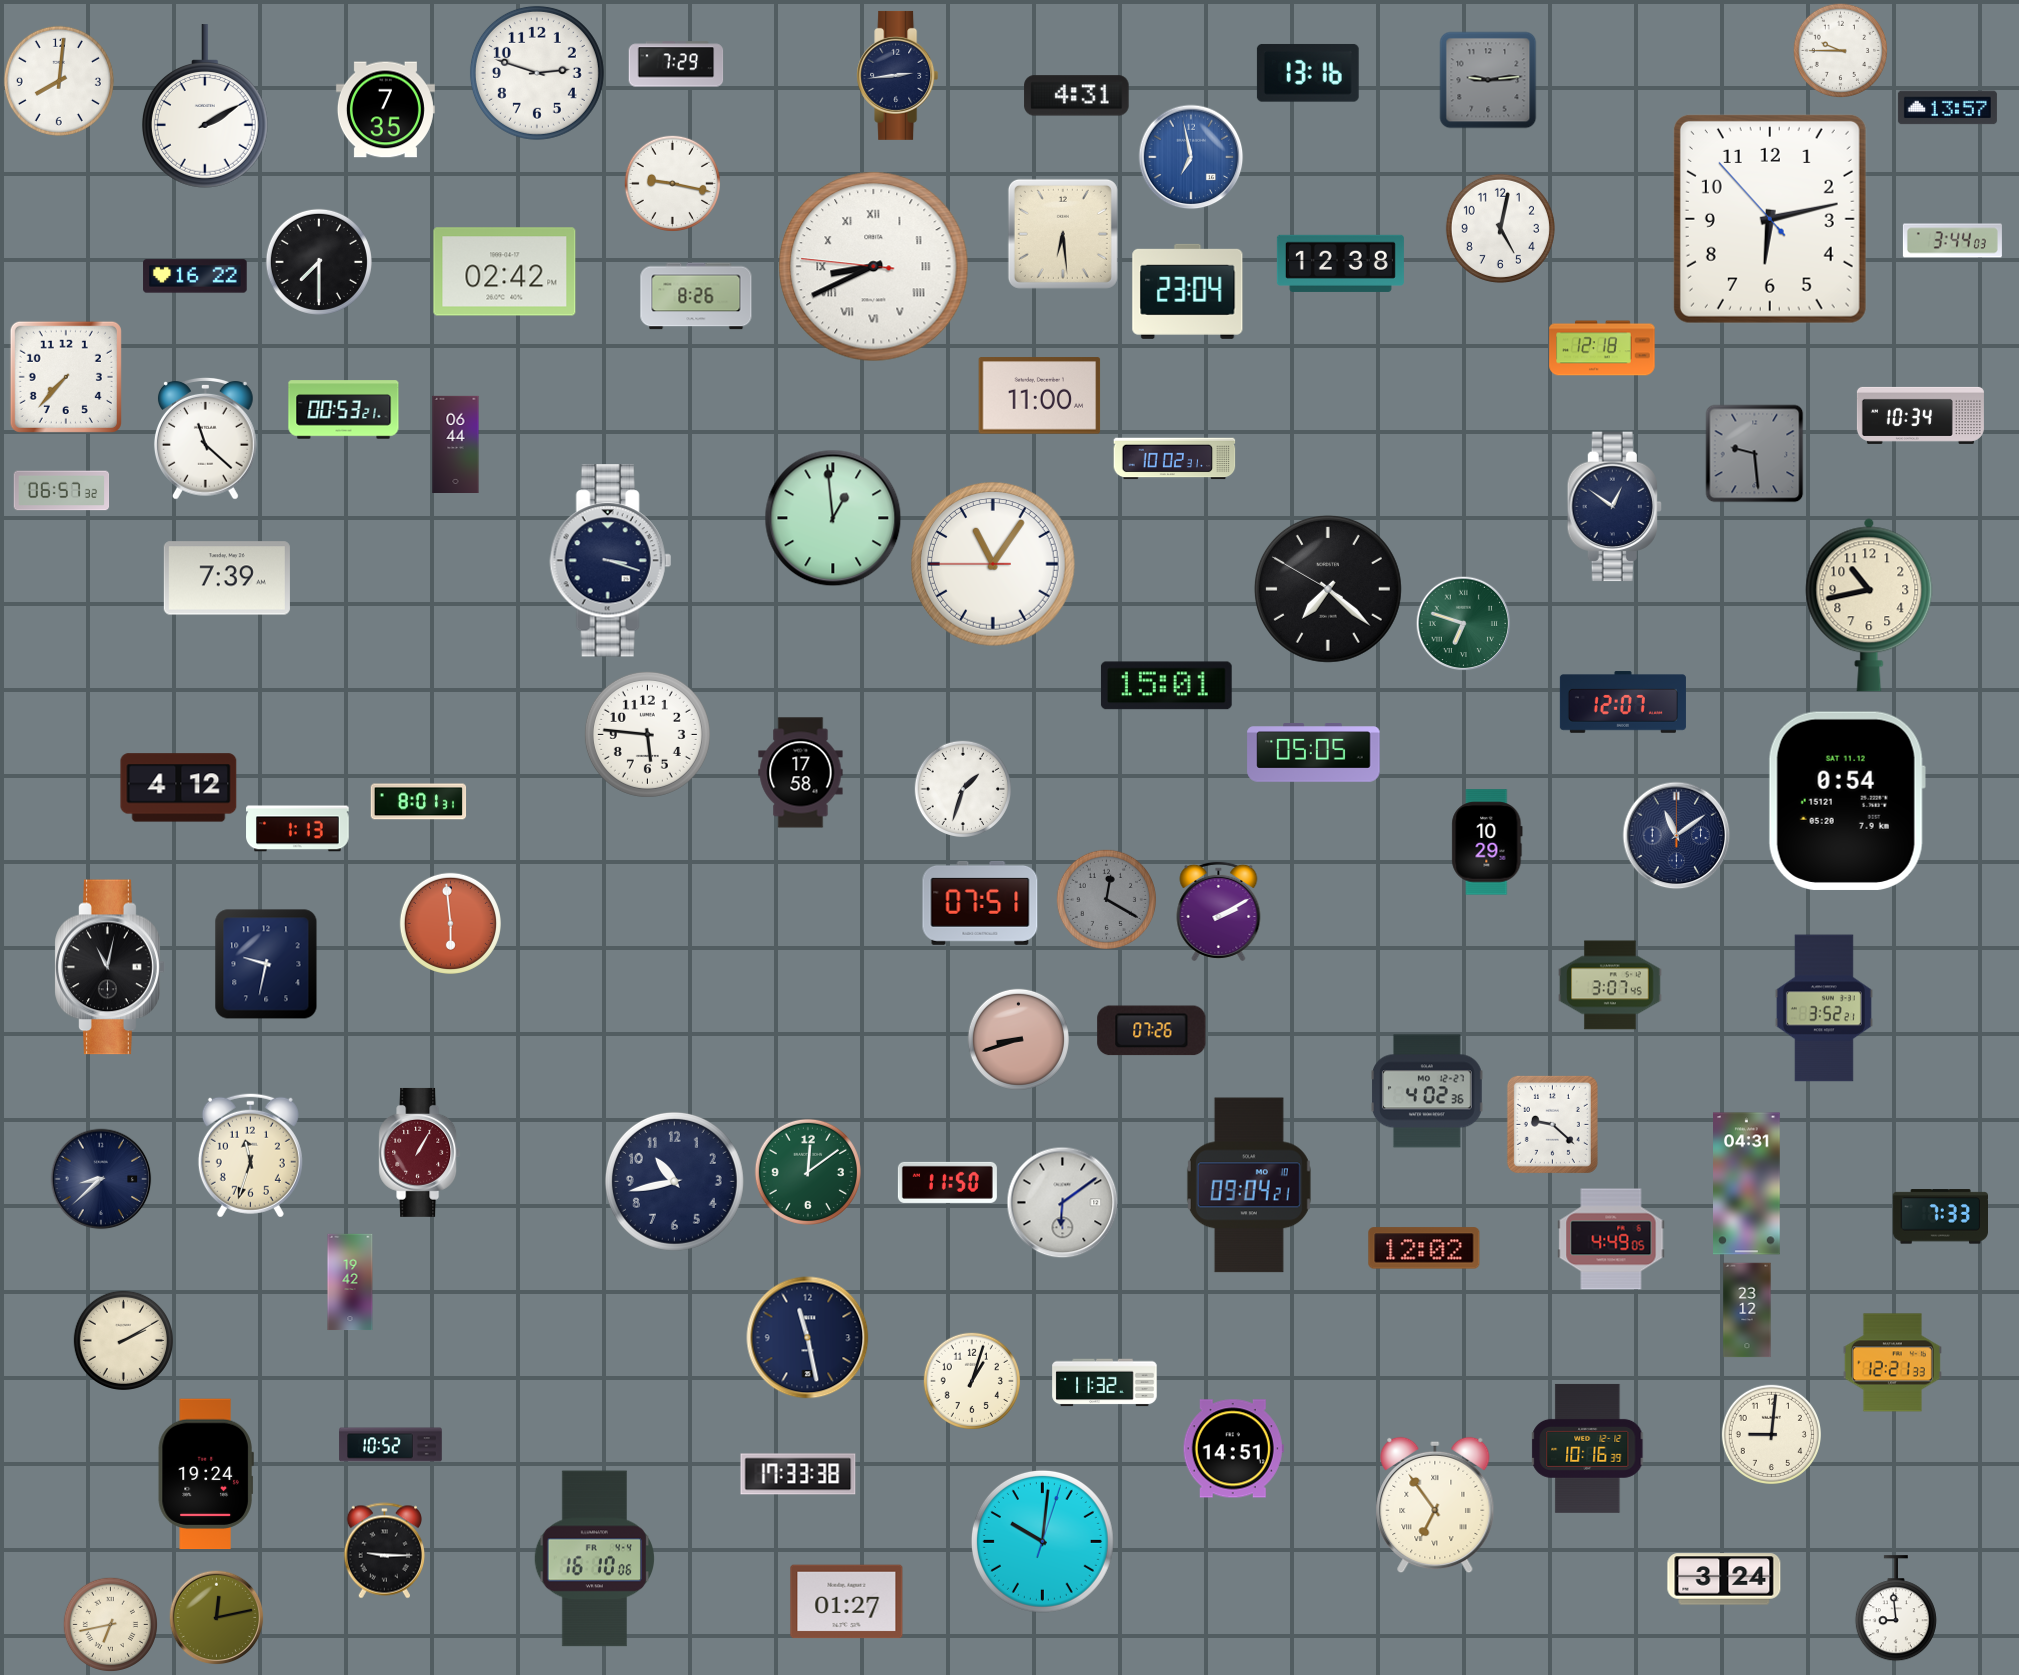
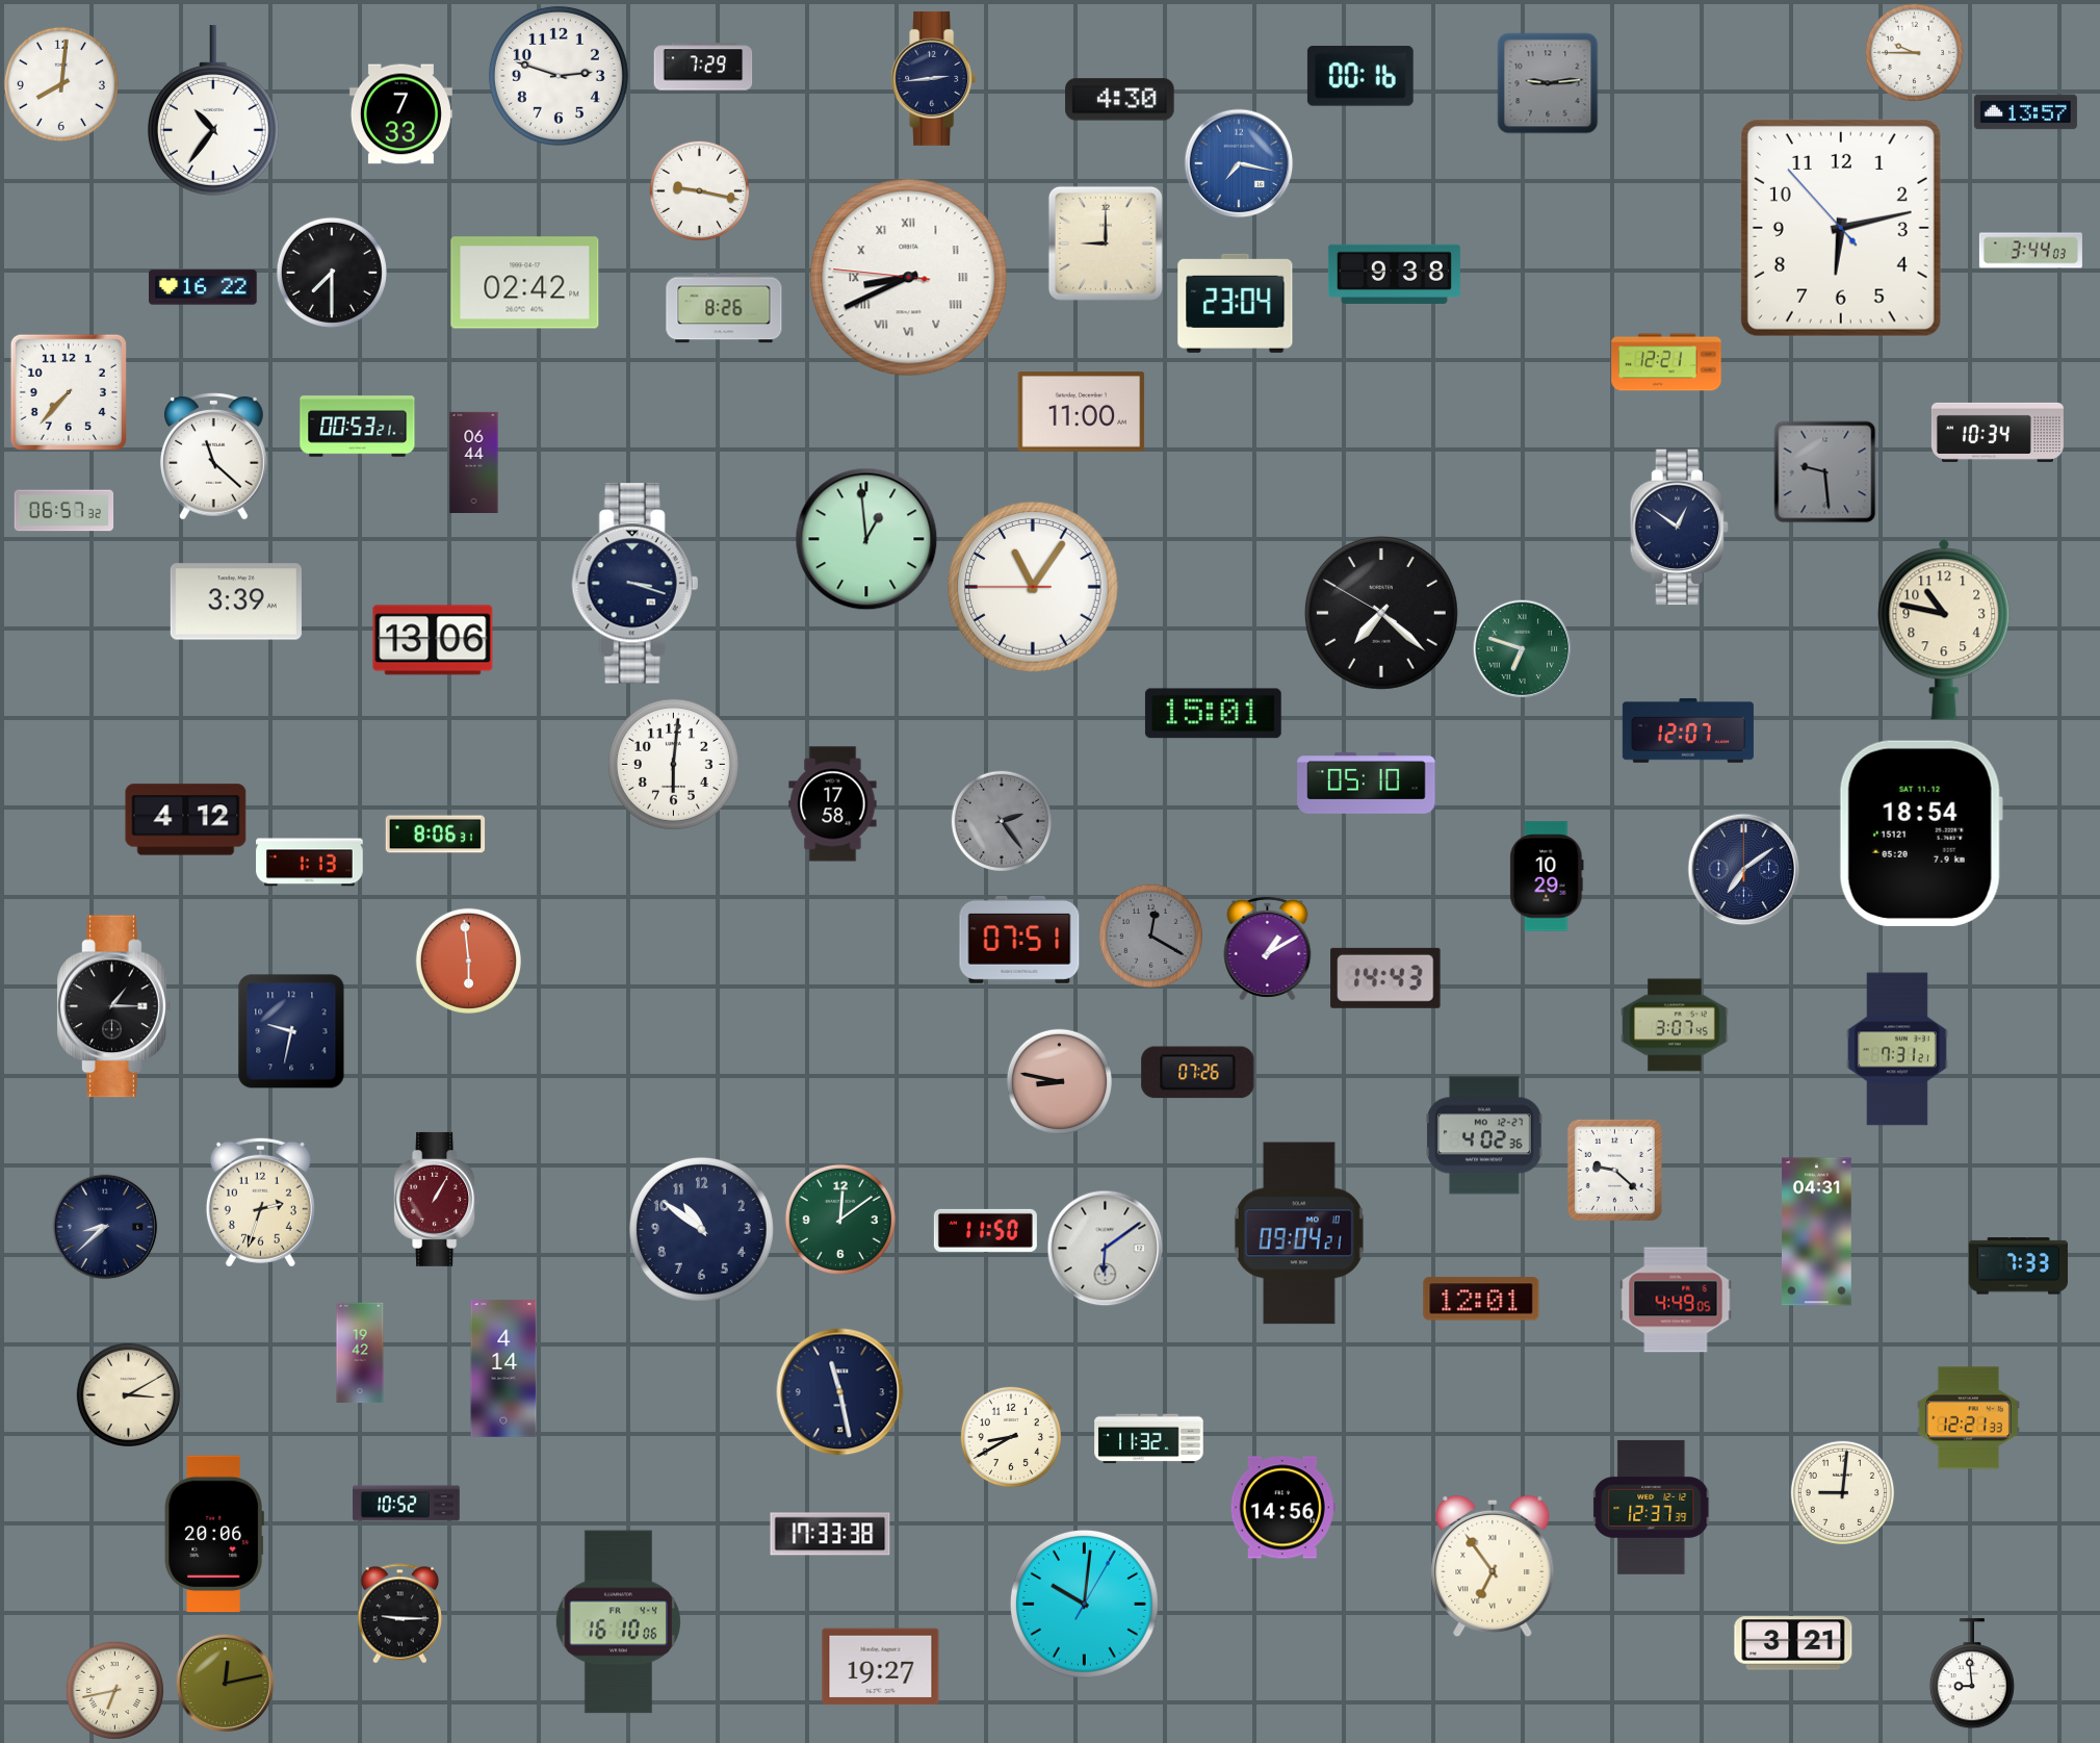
clock at (1308, 73): 13:16 -> 00:16
clock at (1077, 96): 4:31 -> 4:30
clock at (205, 106): 2:10 -> 10:36
clock at (385, 110): 7:35 -> 7:33
clock at (1191, 157): 6:58 -> 7:17
clock at (1500, 228): 5:02 -> none
clock at (1063, 234): 6:29 -> 9:00
clock at (1340, 263): 12:38 -> 9:38
clock at (1602, 348): 12:18 -> 12:21
clock at (1175, 459): 10:02 -> none
clock at (227, 578): 7:39 -> 3:39
clock at (1869, 605): 10:43 -> 10:47
clock at (433, 640): none -> 13:06
clock at (647, 734): 5:46 -> 6:01
clock at (1314, 753): 05:05 -> 05:10
clock at (962, 788): 1:33 -> 2:24
clock at (962, 788) dial: white -> grey
clock at (1847, 801): 0:54 -> 18:54
clock at (419, 802): 8:01 -> 8:06
clock at (1677, 836): 11:09 -> 7:09
clock at (1219, 911): 2:10 -> 1:10
clock at (1385, 978): none -> 14:43
clock at (266, 964) position: (266, 964) -> (291, 1031)
clock at (110, 967): 11:02 -> 1:15
clock at (1824, 1008): 3:52 -> 7:31
clock at (1018, 1039): 8:42 -> 8:47
clock at (250, 1155): 11:33 -> 2:33
clock at (674, 1181): 10:43 -> 10:51
clock at (1063, 1203) position: (1063, 1203) -> (1106, 1249)
clock at (1611, 1239) position: (1611, 1239) -> (1676, 1300)
clock at (1424, 1248): 12:02 -> 12:01
clock at (350, 1282) position: (350, 1282) -> (360, 1353)
clock at (1747, 1310): 23:12 -> none
clock at (503, 1368): none -> 4:14
clock at (123, 1340): 2:10 -> 3:10
clock at (971, 1380): 1:03 -> 8:40
clock at (1588, 1448): 10:16 -> 12:37
clock at (1233, 1449): 14:51 -> 14:56
clock at (206, 1474): 19:24 -> 20:06
clock at (1042, 1541): 10:01:03 -> 10:01:05
clock at (1724, 1579): 3:24 -> 3:21
clock at (847, 1602): 01:27 -> 19:27
